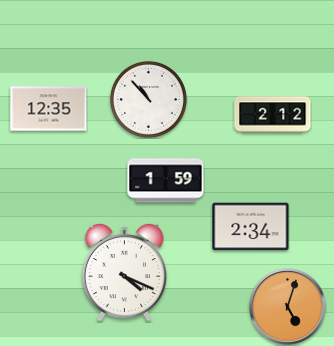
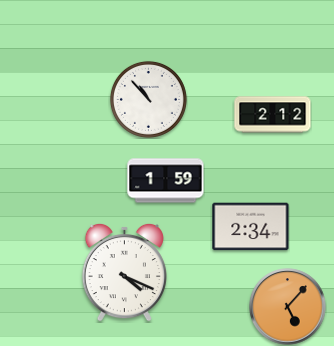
clock at (49, 109): 12:35 -> none
clock at (288, 307): 5:03 -> 5:07
